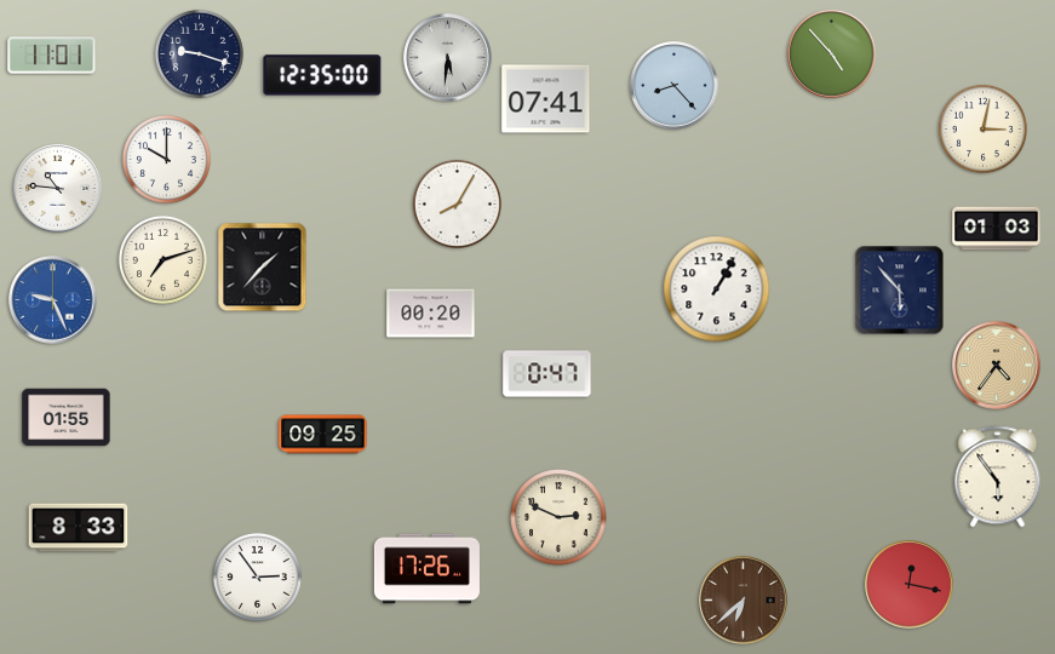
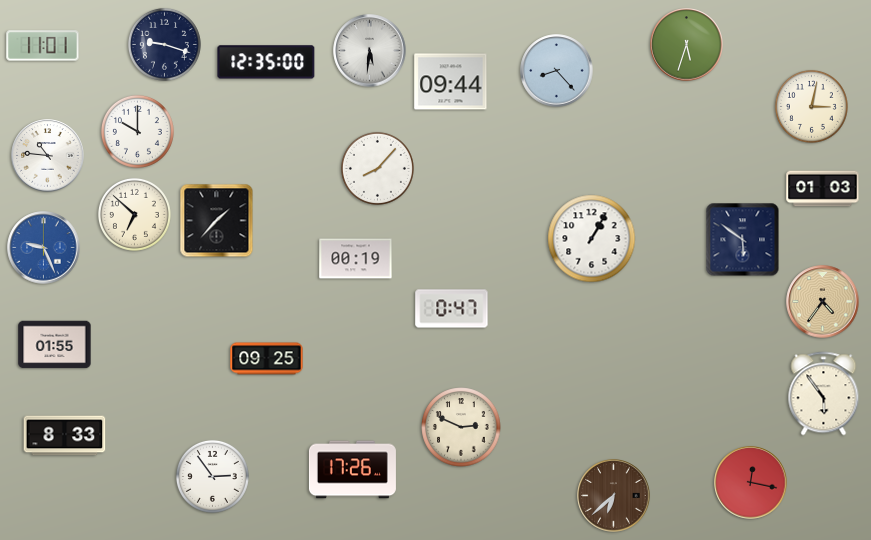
clock at (832, 54): 4:53 -> 5:33
clock at (448, 58) position: (448, 58) -> (370, 51)
clock at (546, 99): 07:41 -> 09:44
clock at (457, 203): 8:05 -> 8:07
clock at (162, 259): 7:12 -> 6:52
clock at (900, 291): 5:53 -> 5:51
clock at (431, 314): 00:20 -> 00:19
